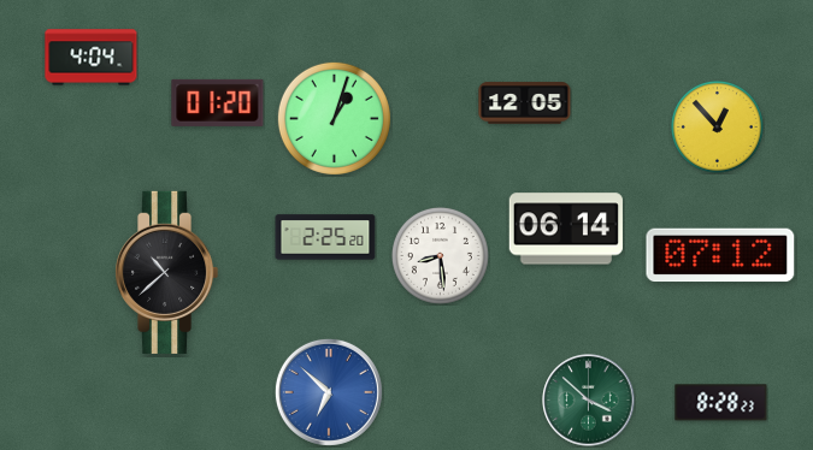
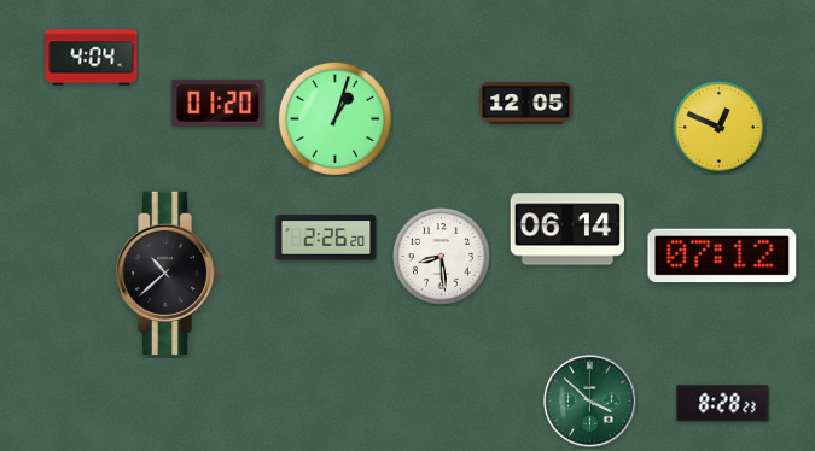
clock at (717, 126): 12:53 -> 12:49
clock at (325, 237): 2:25 -> 2:26
clock at (329, 392): 6:52 -> none
